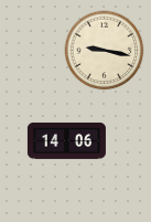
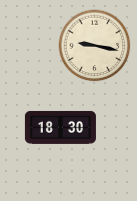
clock at (66, 140): 14:06 -> 18:30
